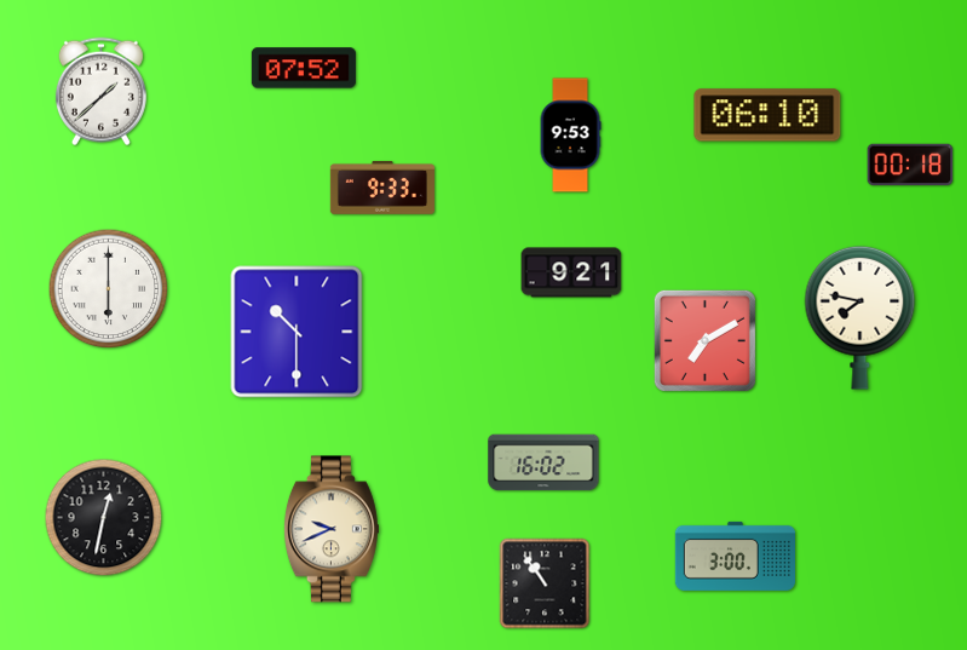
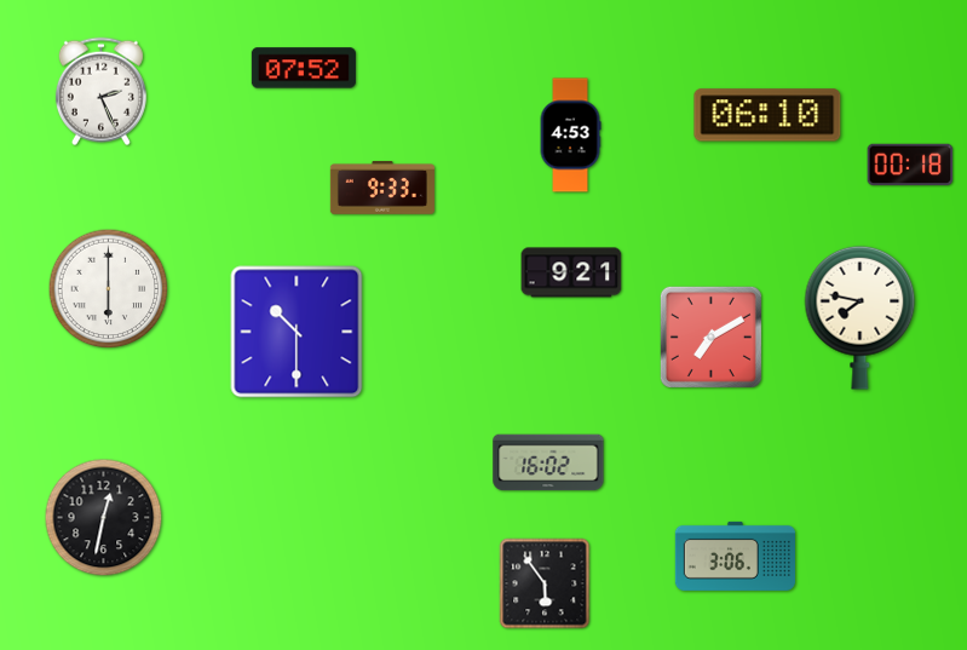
clock at (100, 92): 1:38 -> 2:26
clock at (570, 136): 9:53 -> 4:53
clock at (704, 340) position: (704, 340) -> (710, 336)
clock at (543, 462) position: (543, 462) -> (548, 462)
clock at (332, 529): 9:41 -> none
clock at (735, 556): 3:00 -> 3:06
clock at (545, 583): 10:54 -> 5:54
